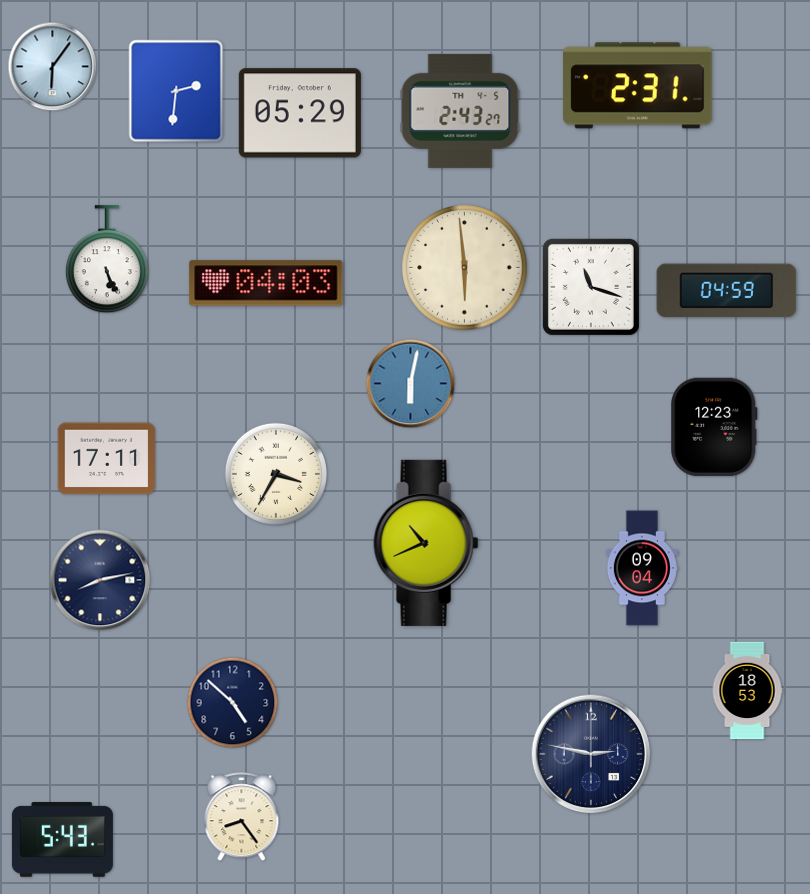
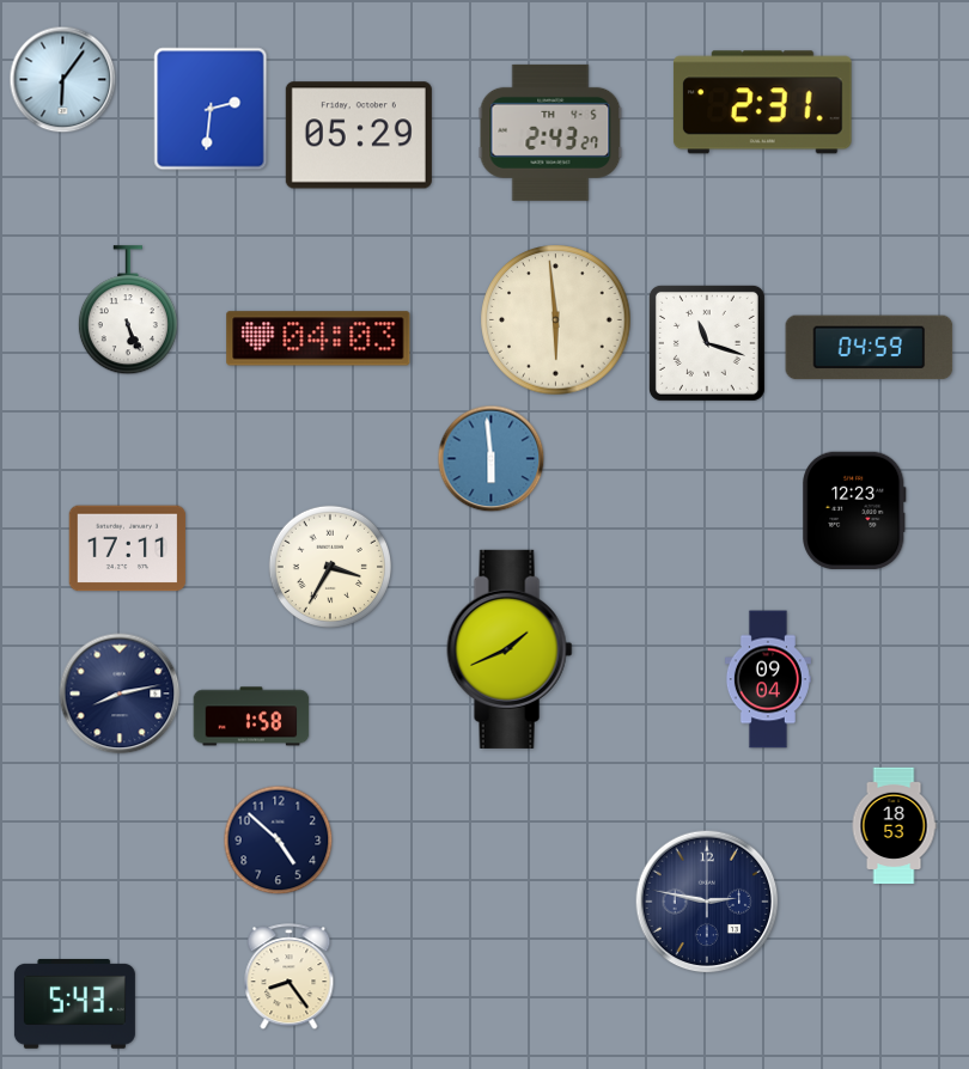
clock at (411, 384): 6:02 -> 5:59
clock at (426, 543): 10:41 -> 1:41
clock at (251, 716): none -> 1:58
